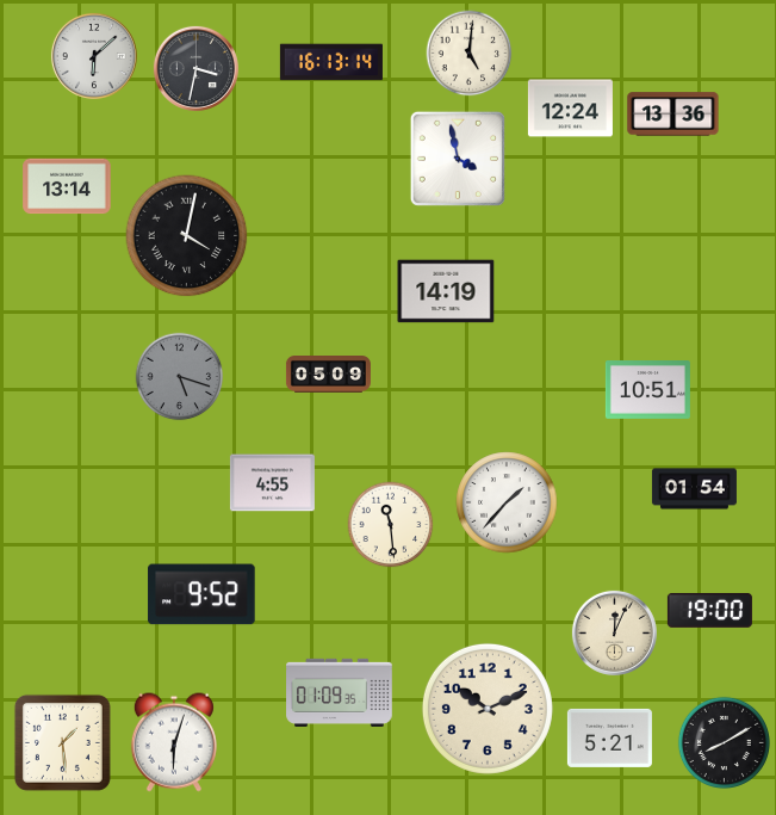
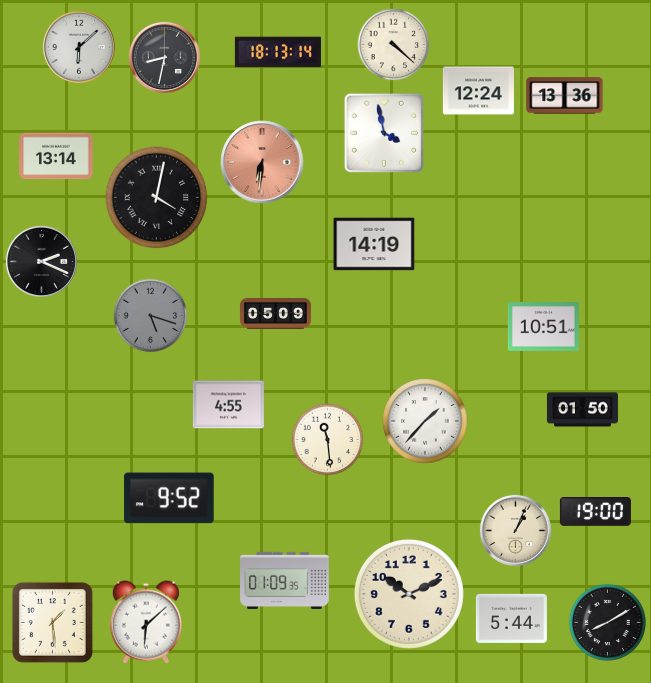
clock at (470, 54): 5:01 -> 4:22
clock at (331, 62): 16:13 -> 18:13
clock at (195, 68): 3:32 -> 8:32
clock at (262, 162): none -> 6:31
clock at (41, 261): none -> 2:19
clock at (694, 489): 01:54 -> 01:50
clock at (614, 632): 12:04 -> 1:04
clock at (609, 737): 5:21 -> 5:44
clock at (174, 742): 6:03 -> 6:08
